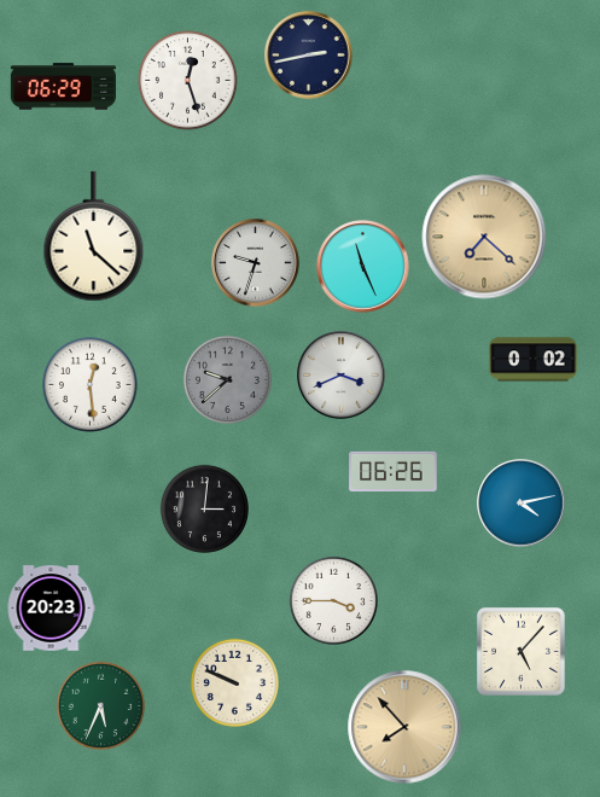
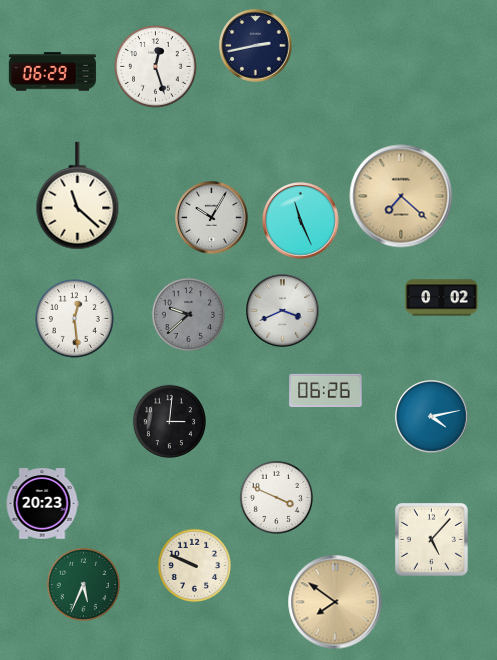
clock at (256, 263): 9:33 -> 10:05
clock at (333, 600): 3:45 -> 3:49
clock at (404, 727): 7:53 -> 7:51
